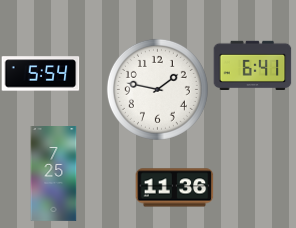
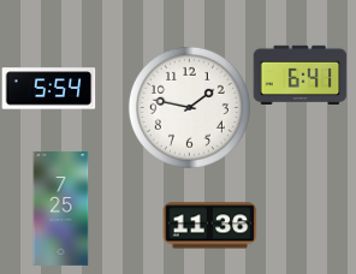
clock at (252, 65) position: (252, 65) -> (299, 75)
clock at (54, 174) position: (54, 174) -> (61, 209)
